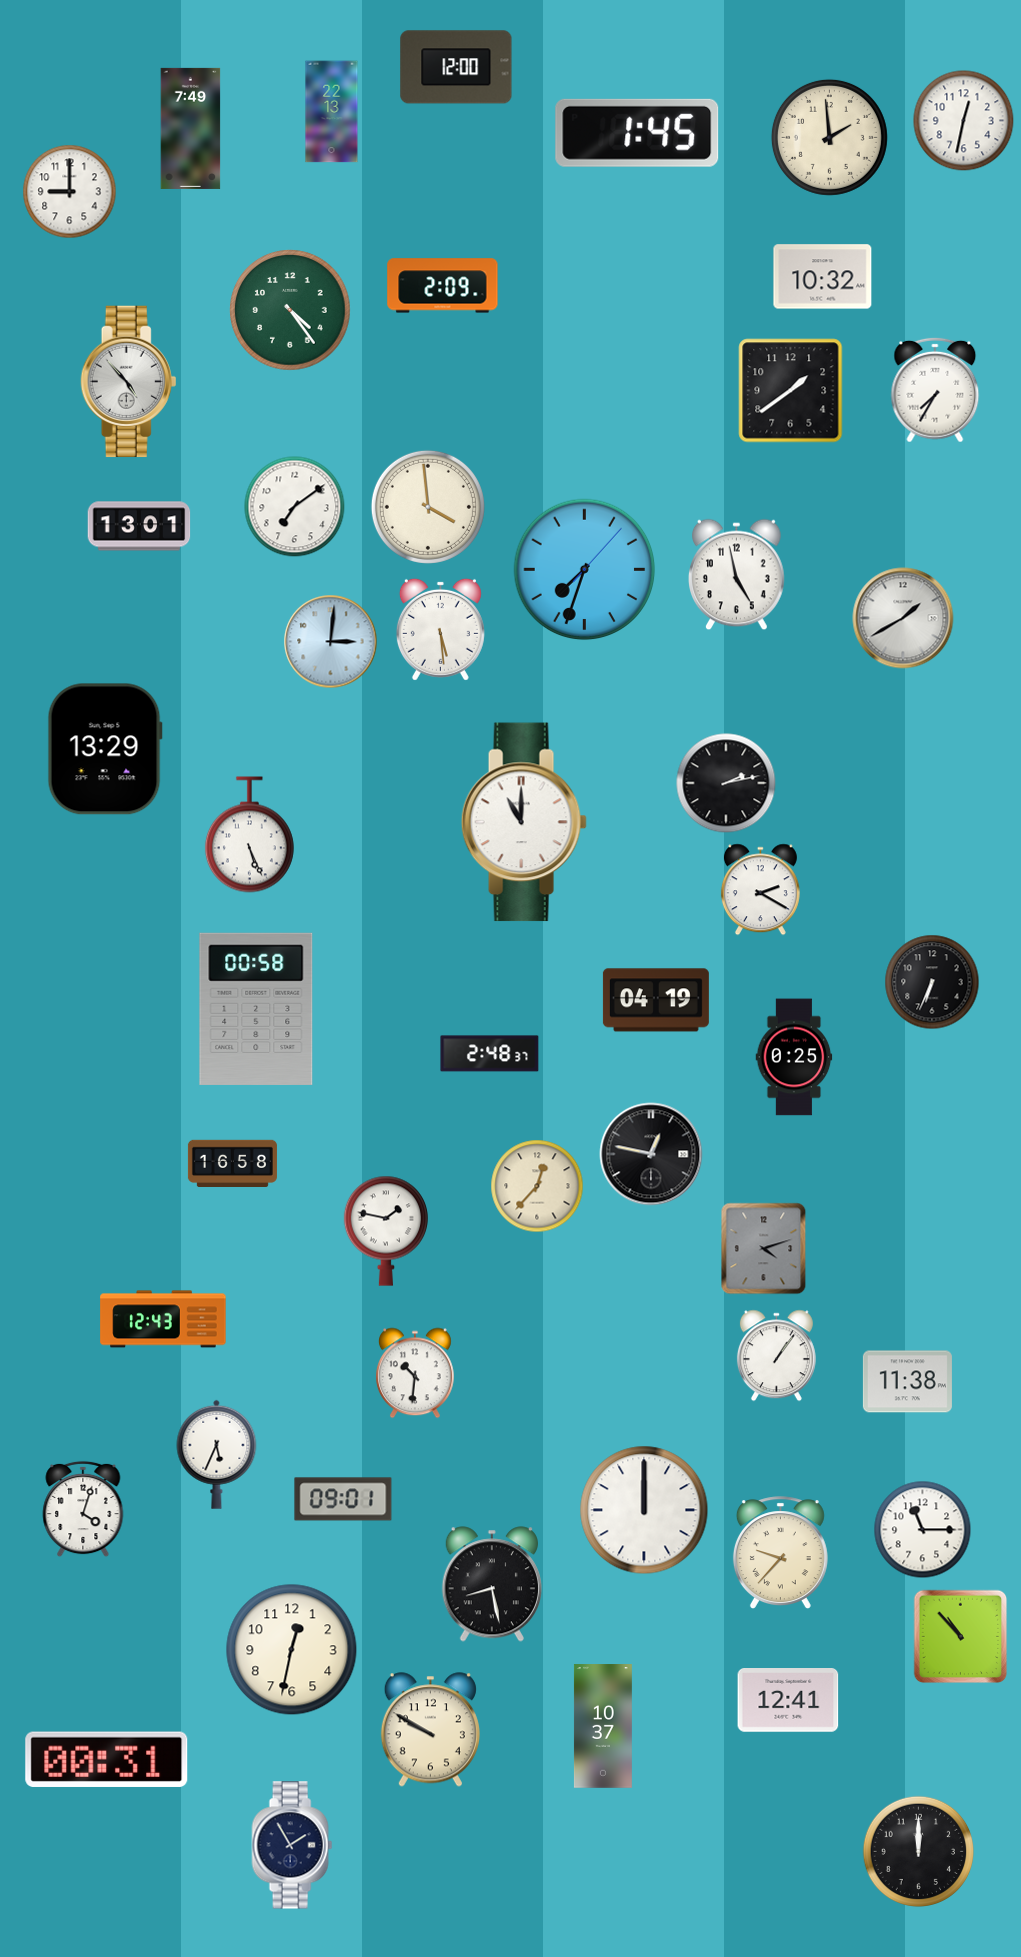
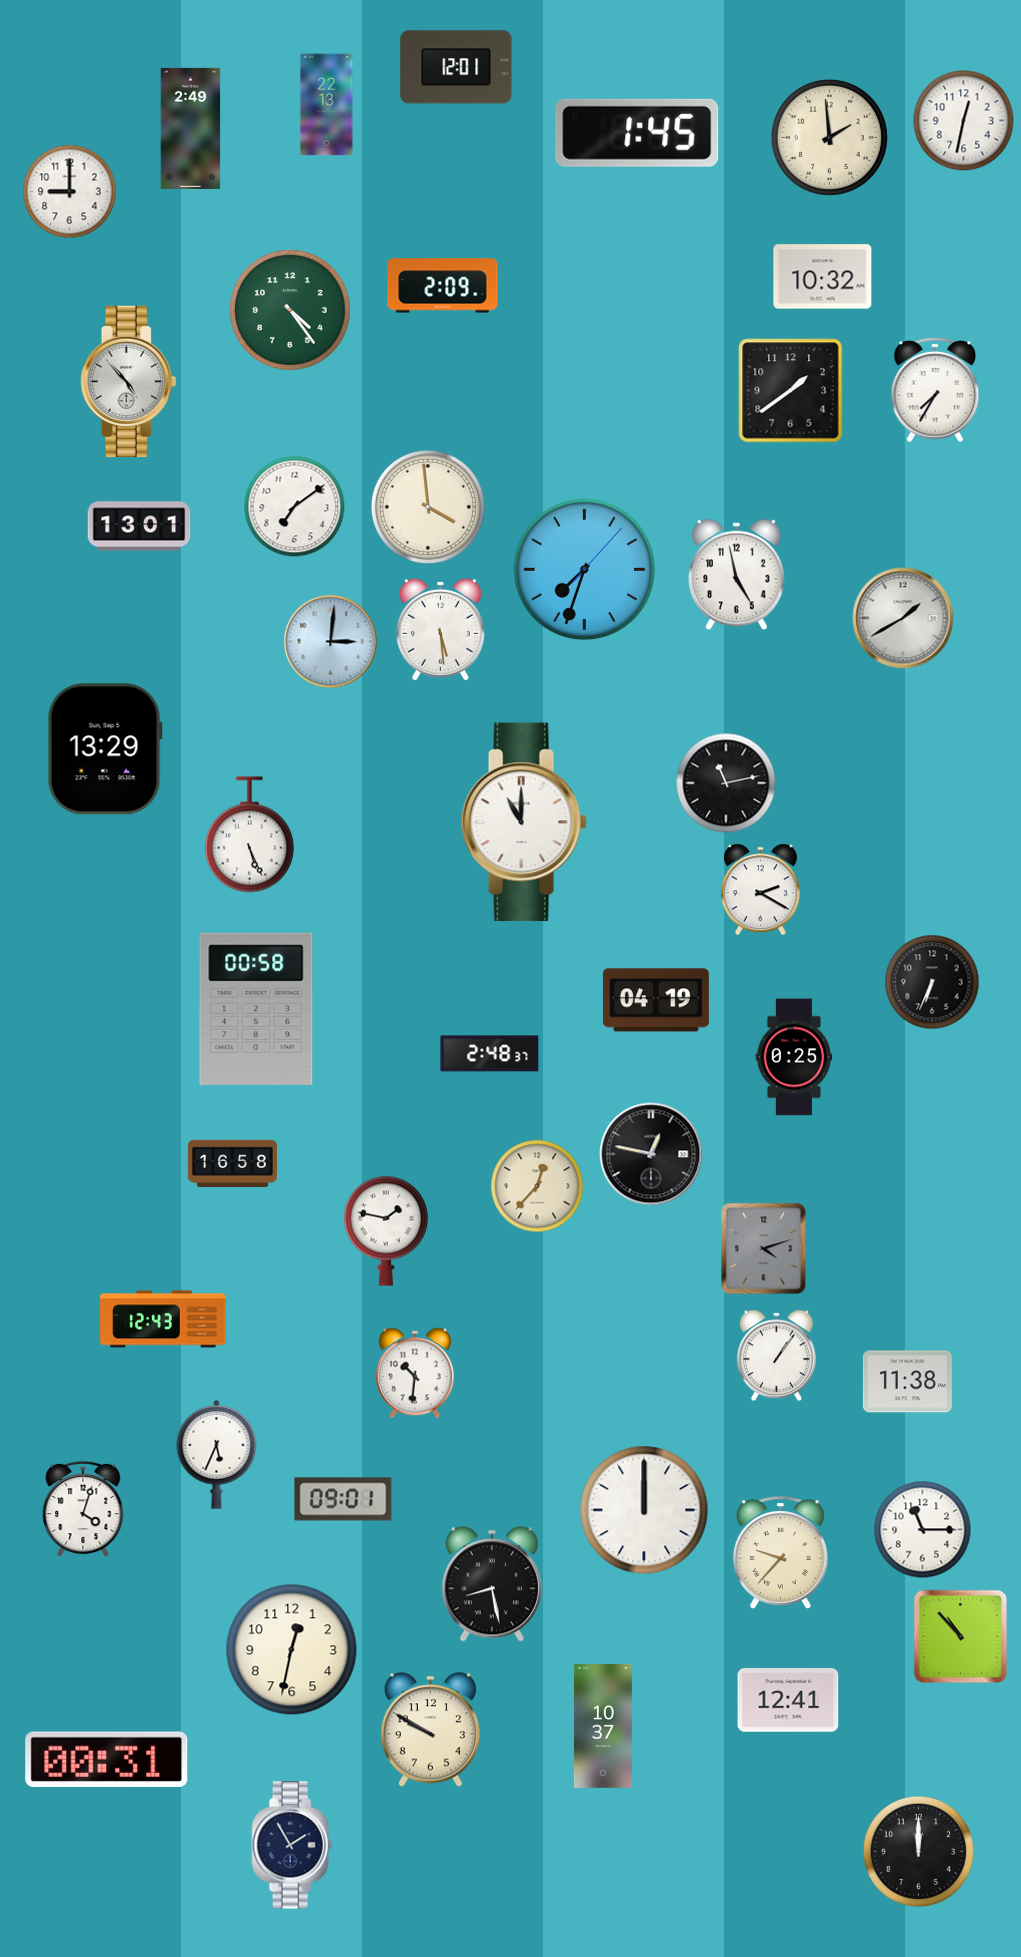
clock at (456, 67): 12:00 -> 12:01
clock at (332, 112) position: (332, 112) -> (327, 105)
clock at (191, 128): 7:49 -> 2:49
clock at (726, 783): 2:13 -> 11:13
